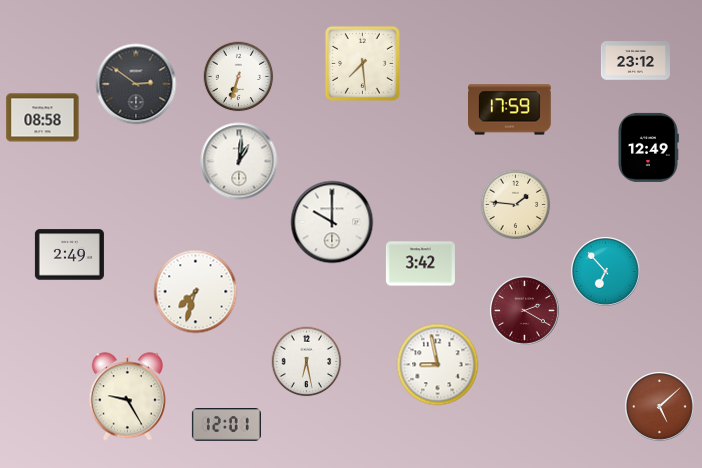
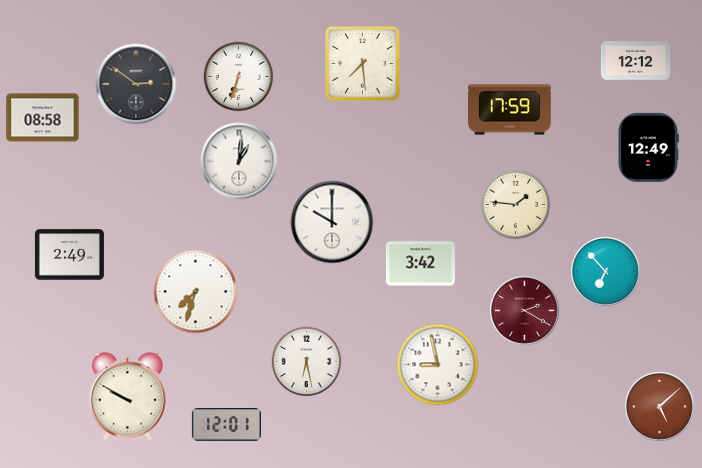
clock at (635, 61): 23:12 -> 12:12
clock at (127, 397): 9:25 -> 9:50
